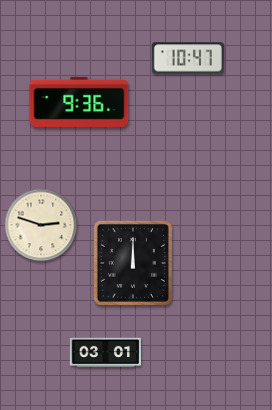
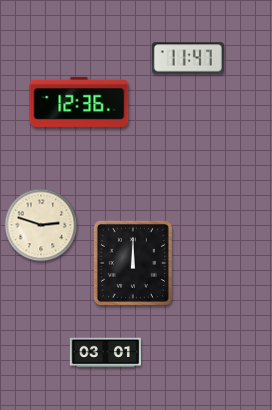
clock at (188, 58): 10:47 -> 11:47
clock at (79, 102): 9:36 -> 12:36
